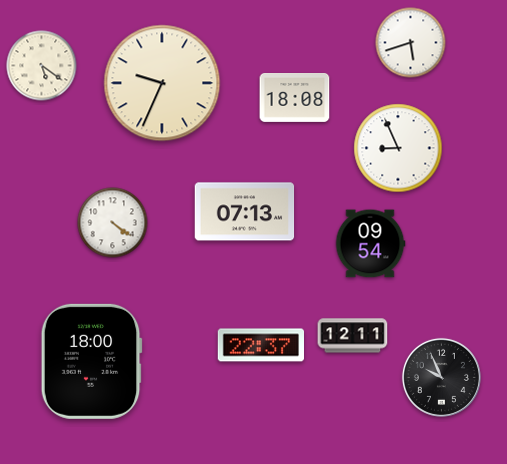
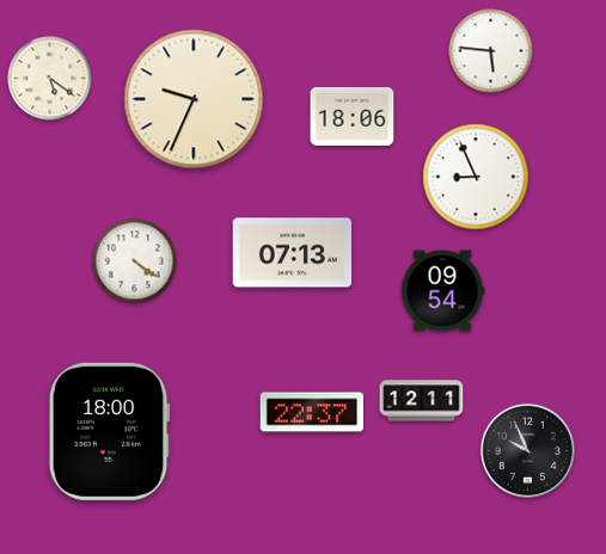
clock at (411, 43): 5:42 -> 5:46
clock at (295, 98): 18:08 -> 18:06
clock at (113, 223) position: (113, 223) -> (135, 261)
